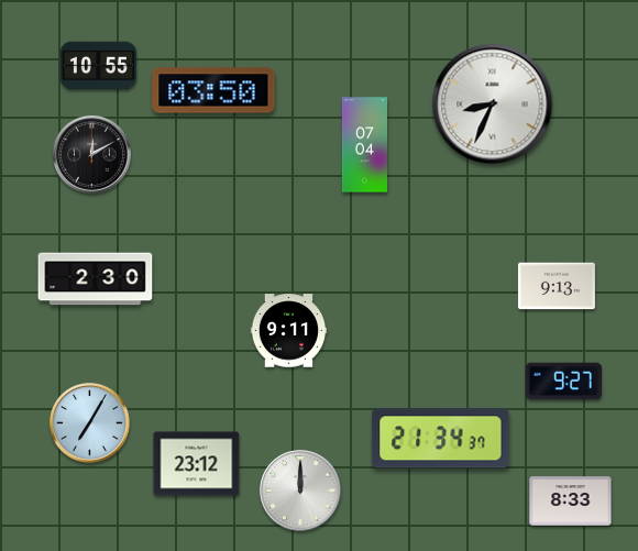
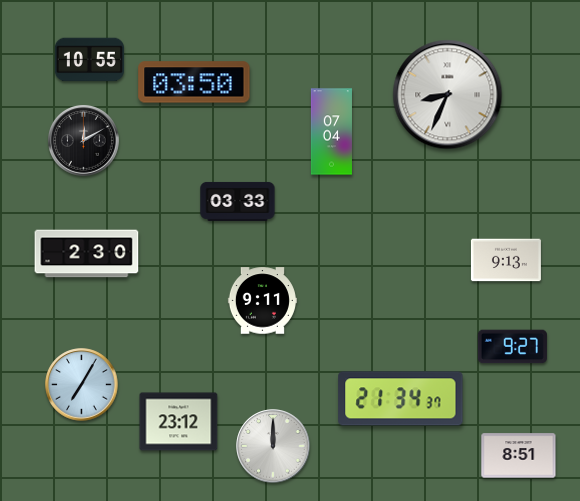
clock at (238, 201): none -> 03:33
clock at (571, 502): 8:33 -> 8:51
